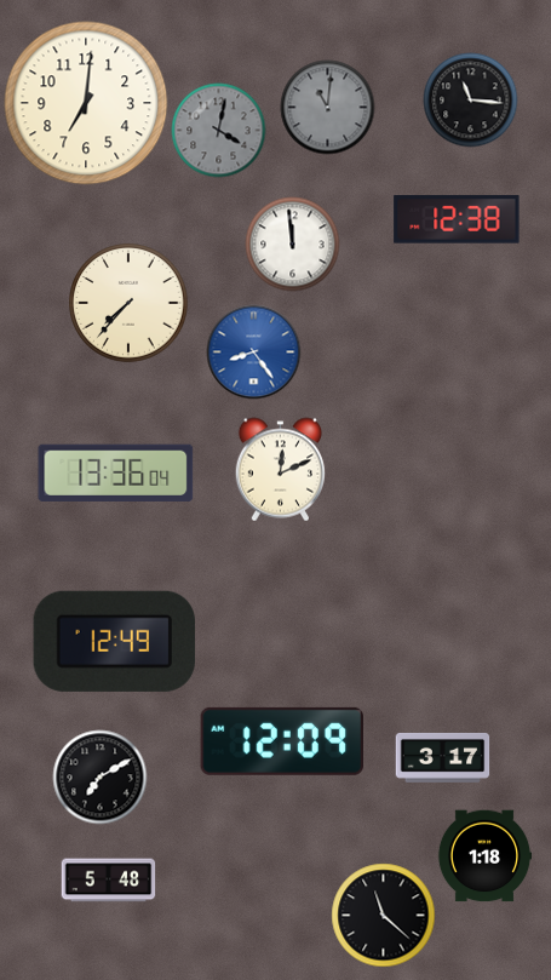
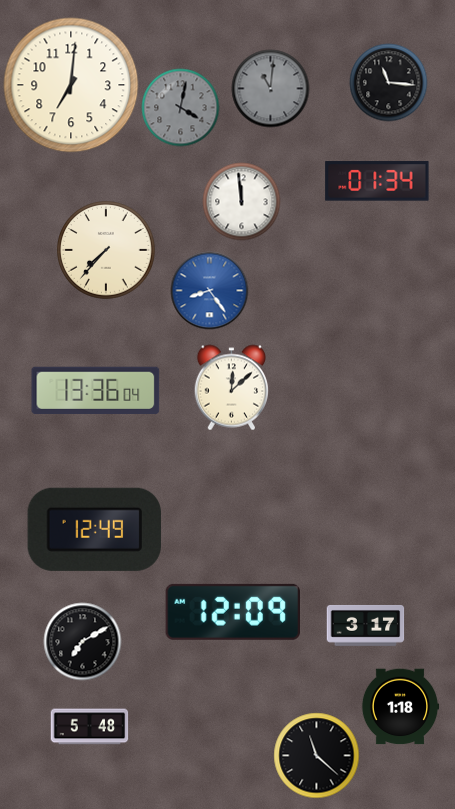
clock at (457, 219): 12:38 -> 01:34
clock at (281, 469): 12:11 -> 12:08
